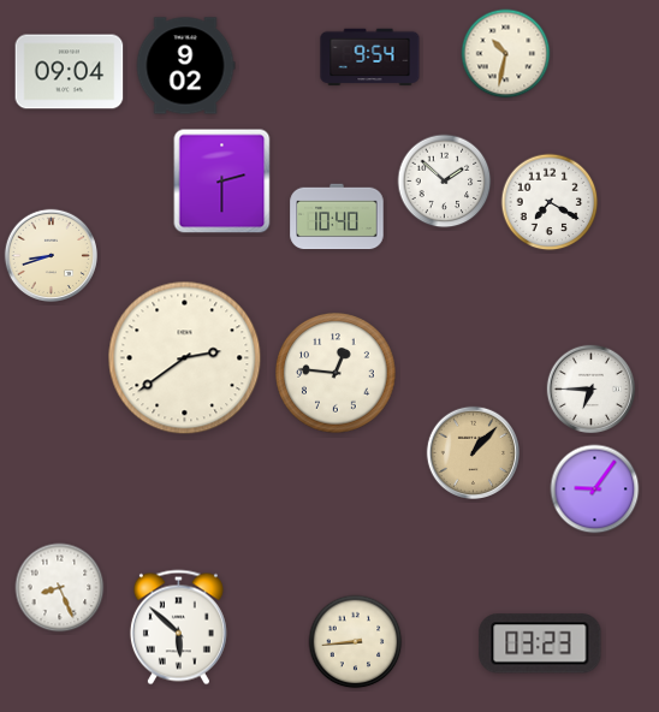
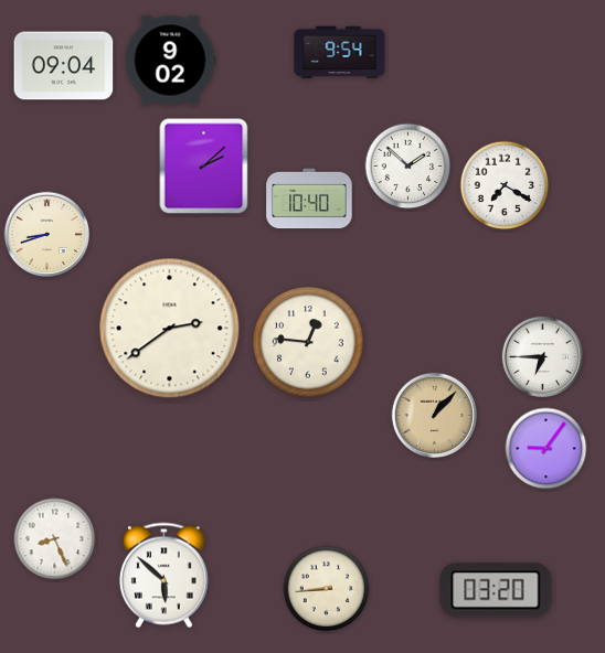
clock at (506, 54): 10:32 -> none
clock at (222, 182): 2:30 -> 2:08
clock at (540, 643): 03:23 -> 03:20
